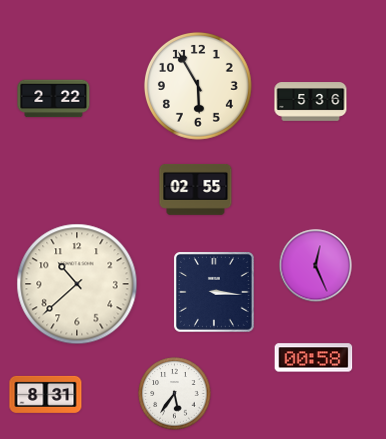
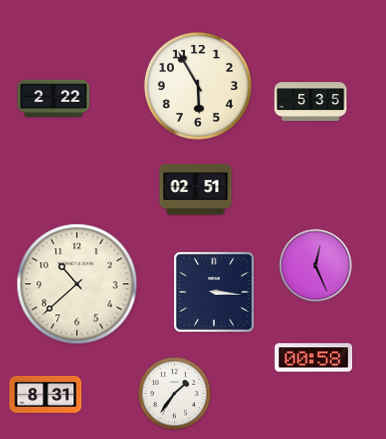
clock at (311, 102): 5:36 -> 5:35
clock at (196, 189): 02:55 -> 02:51
clock at (175, 394): 5:36 -> 1:36
